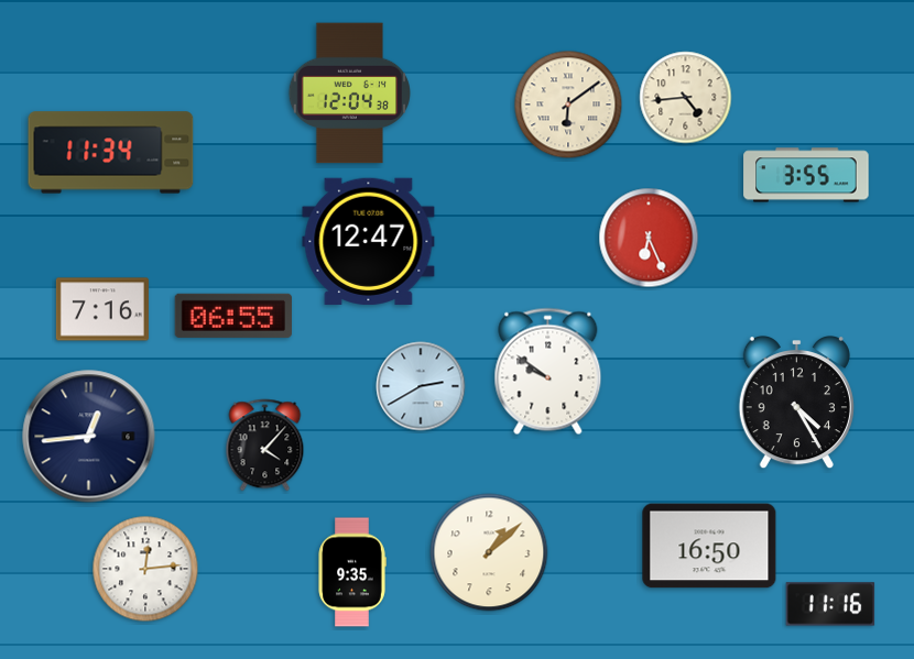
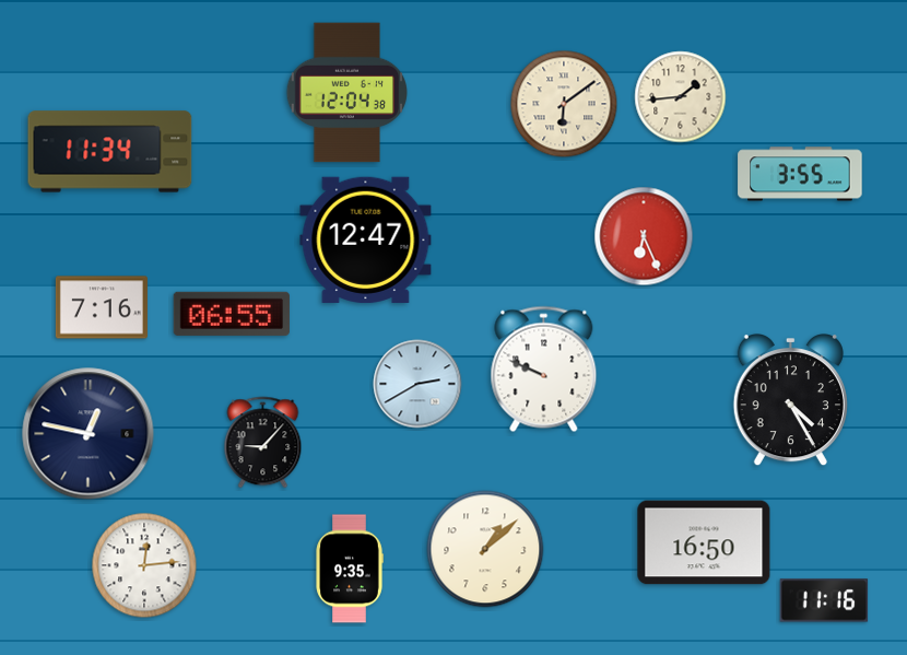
clock at (686, 98): 4:44 -> 1:44
clock at (548, 372): 9:51 -> 9:49
clock at (89, 437): 12:44 -> 12:47
clock at (265, 446): 4:07 -> 9:07
